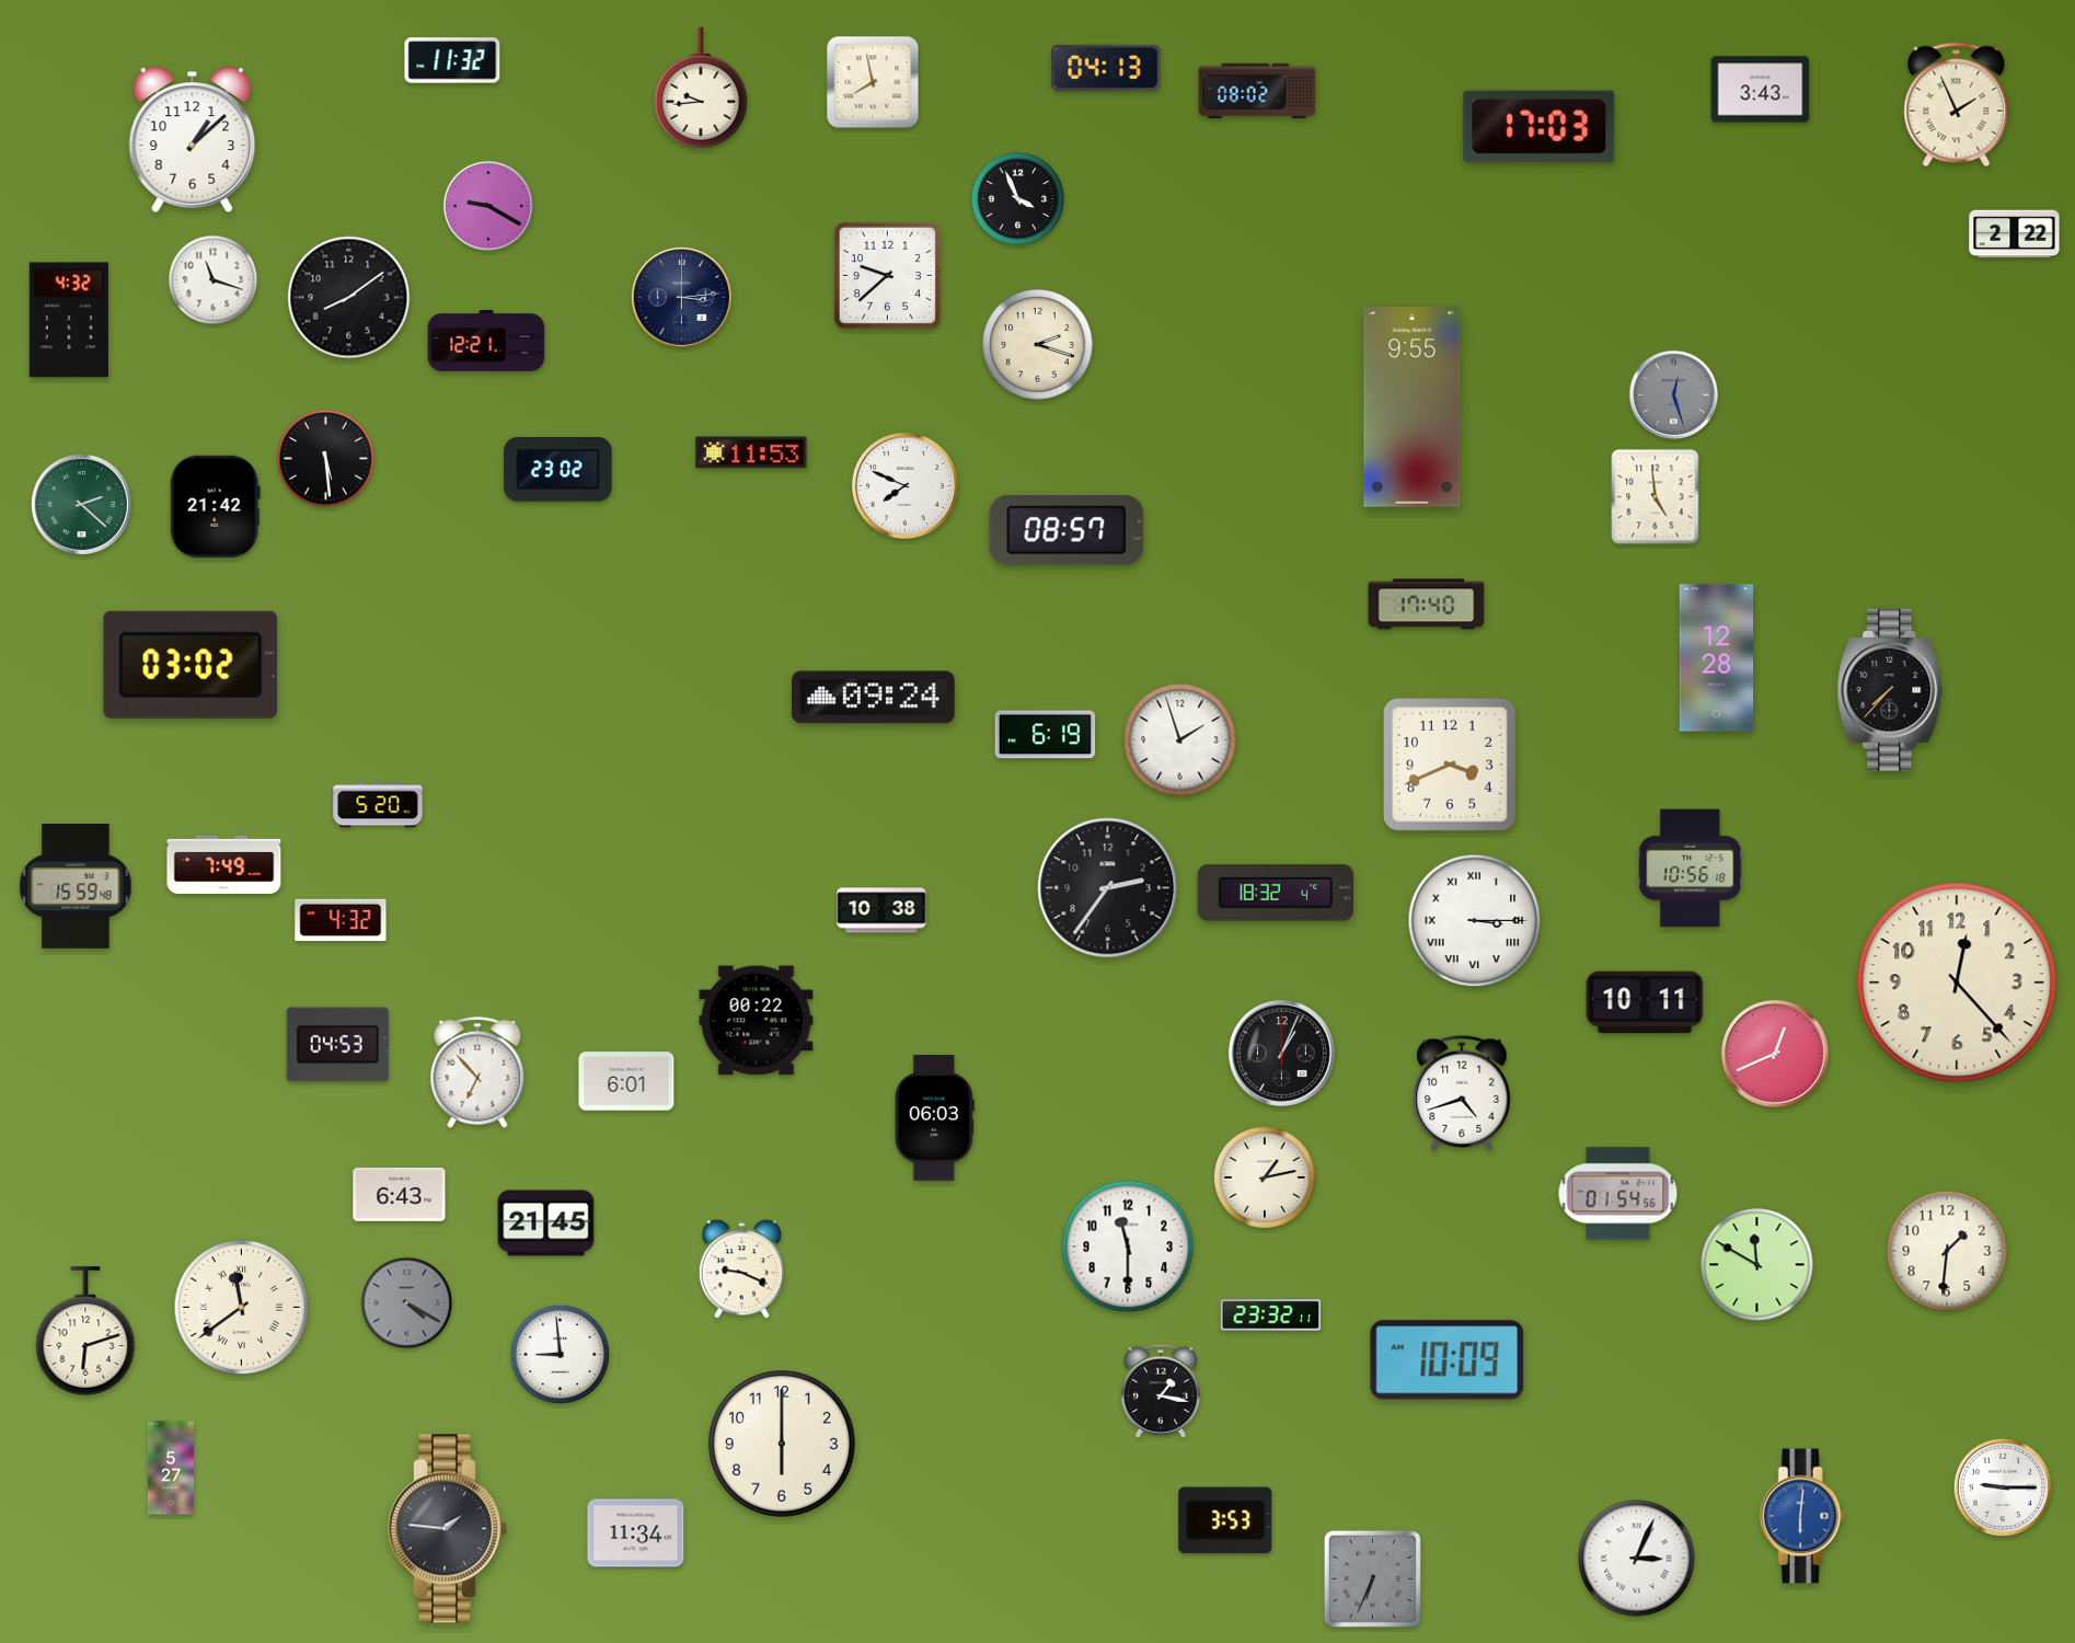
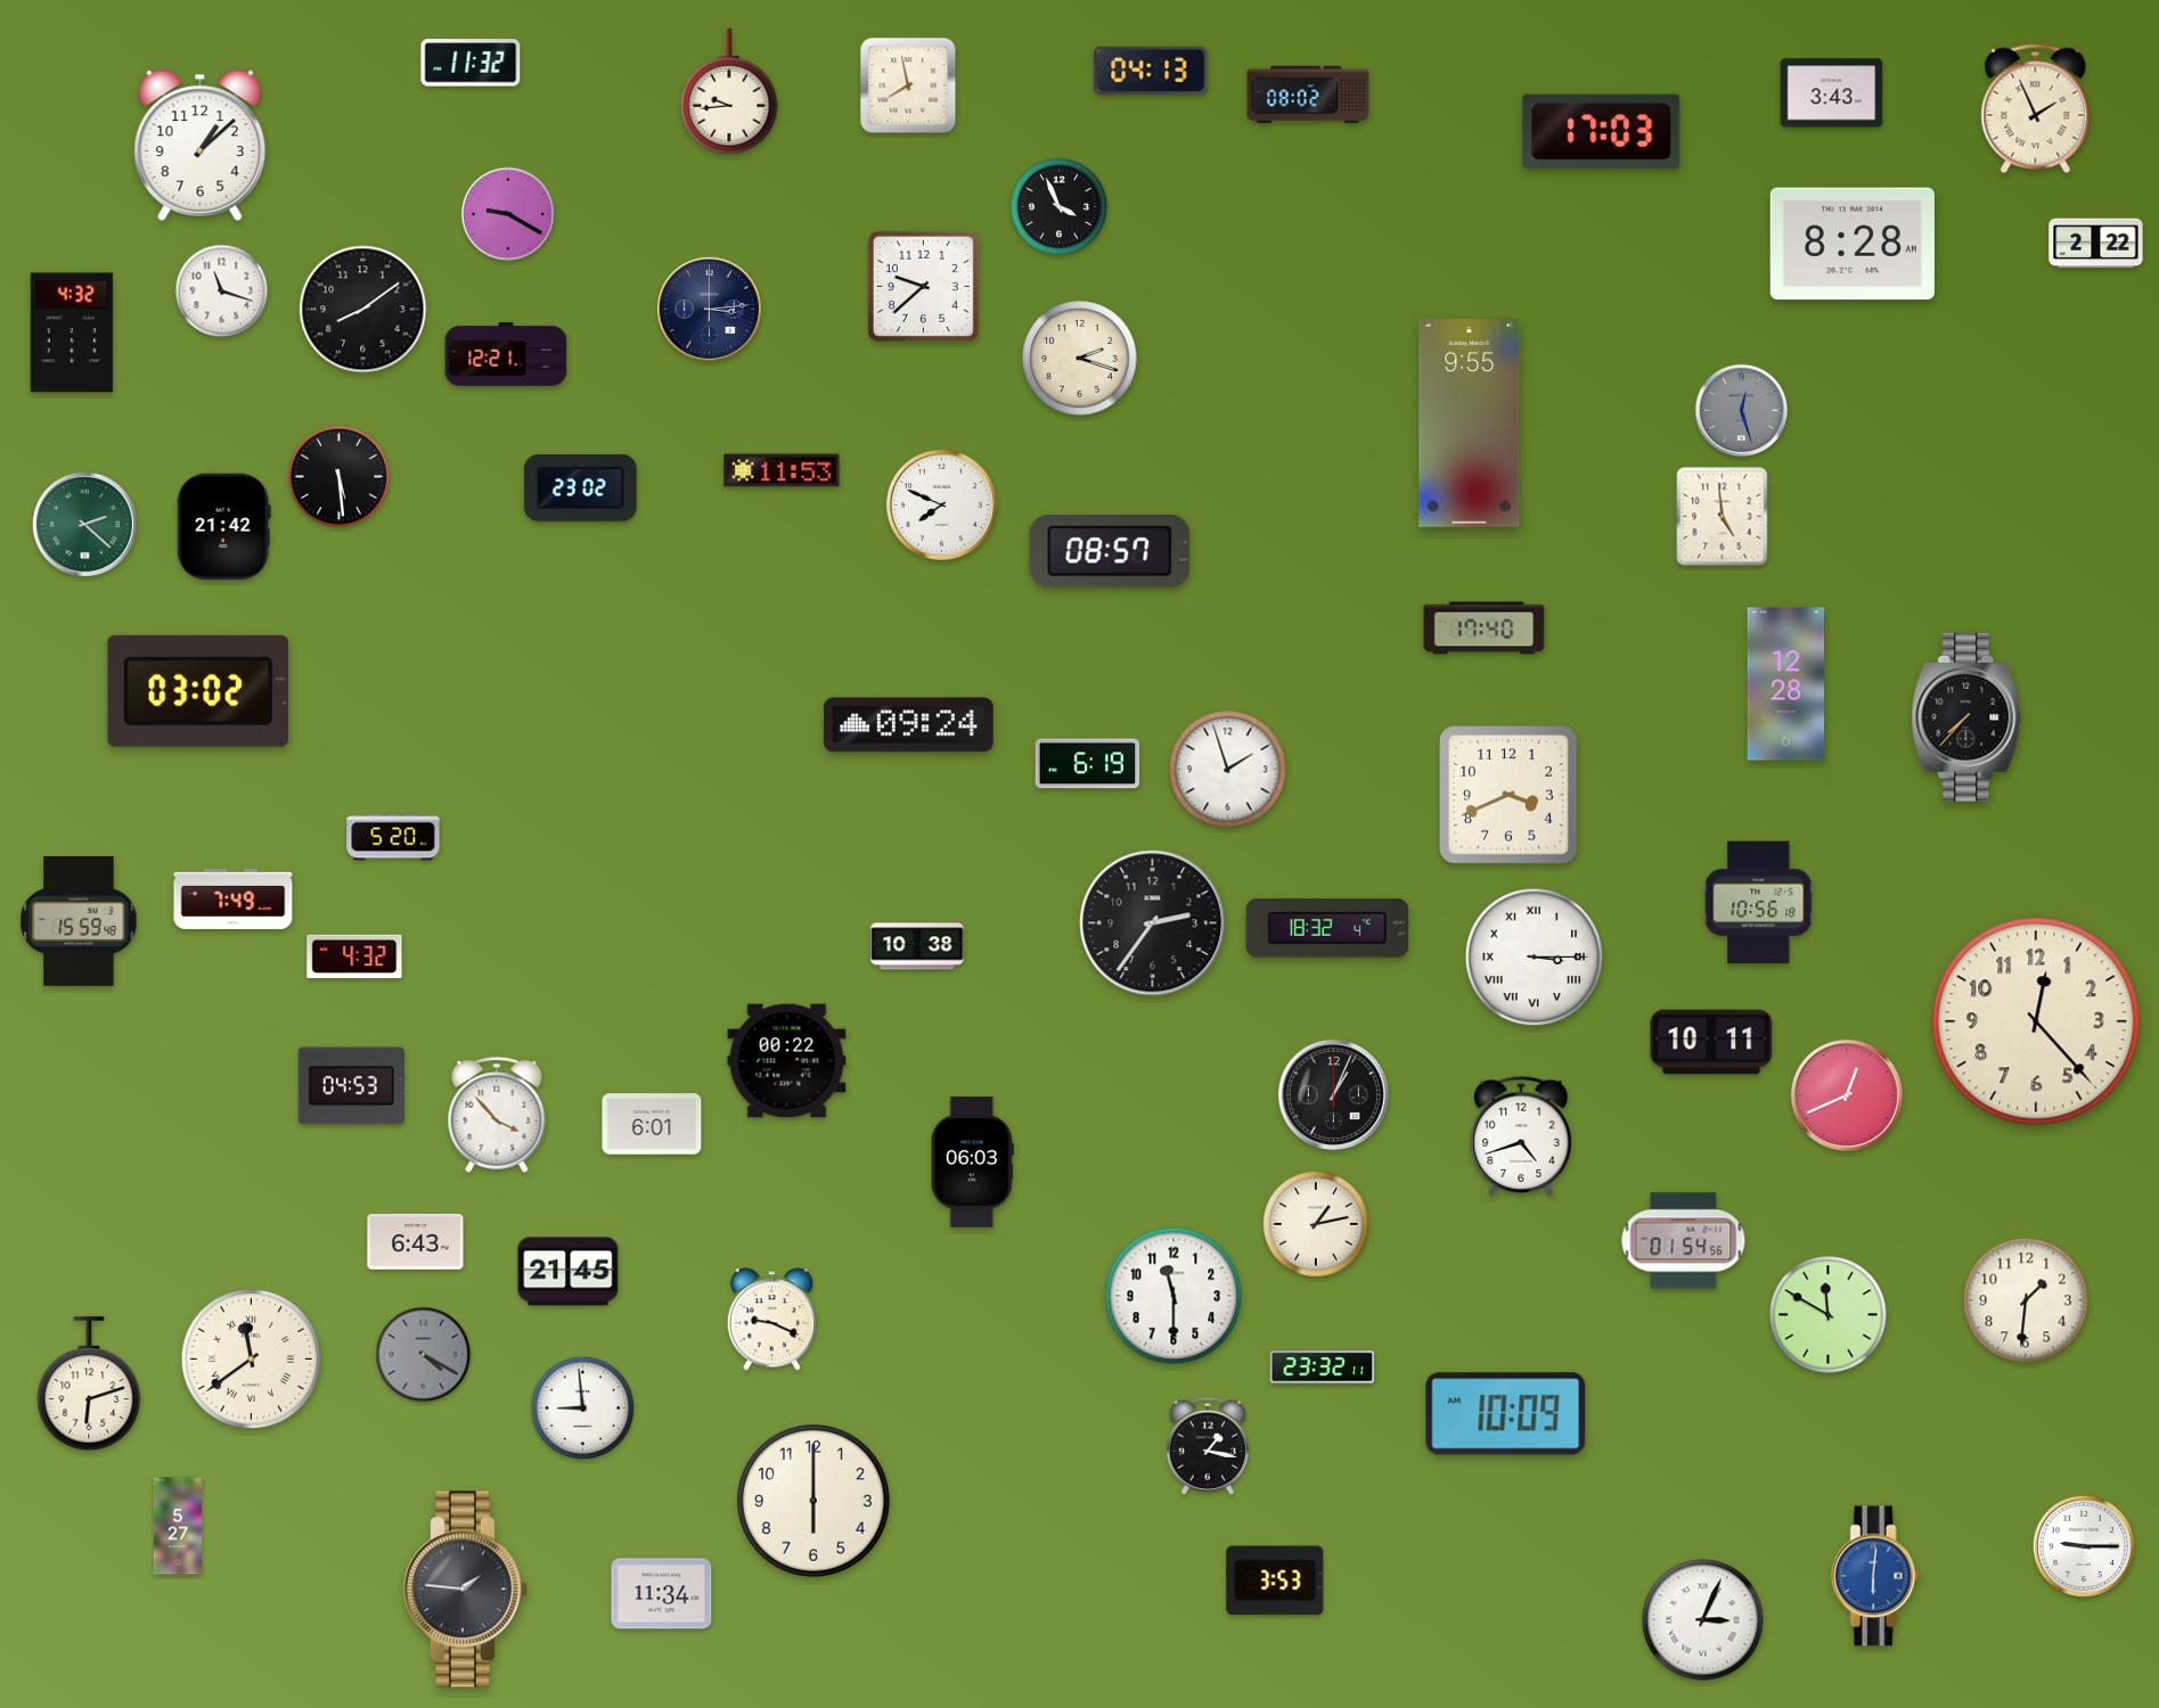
clock at (1853, 244): none -> 8:28
clock at (477, 1072): 6:53 -> 3:53
clock at (1372, 1578): 6:34 -> none
